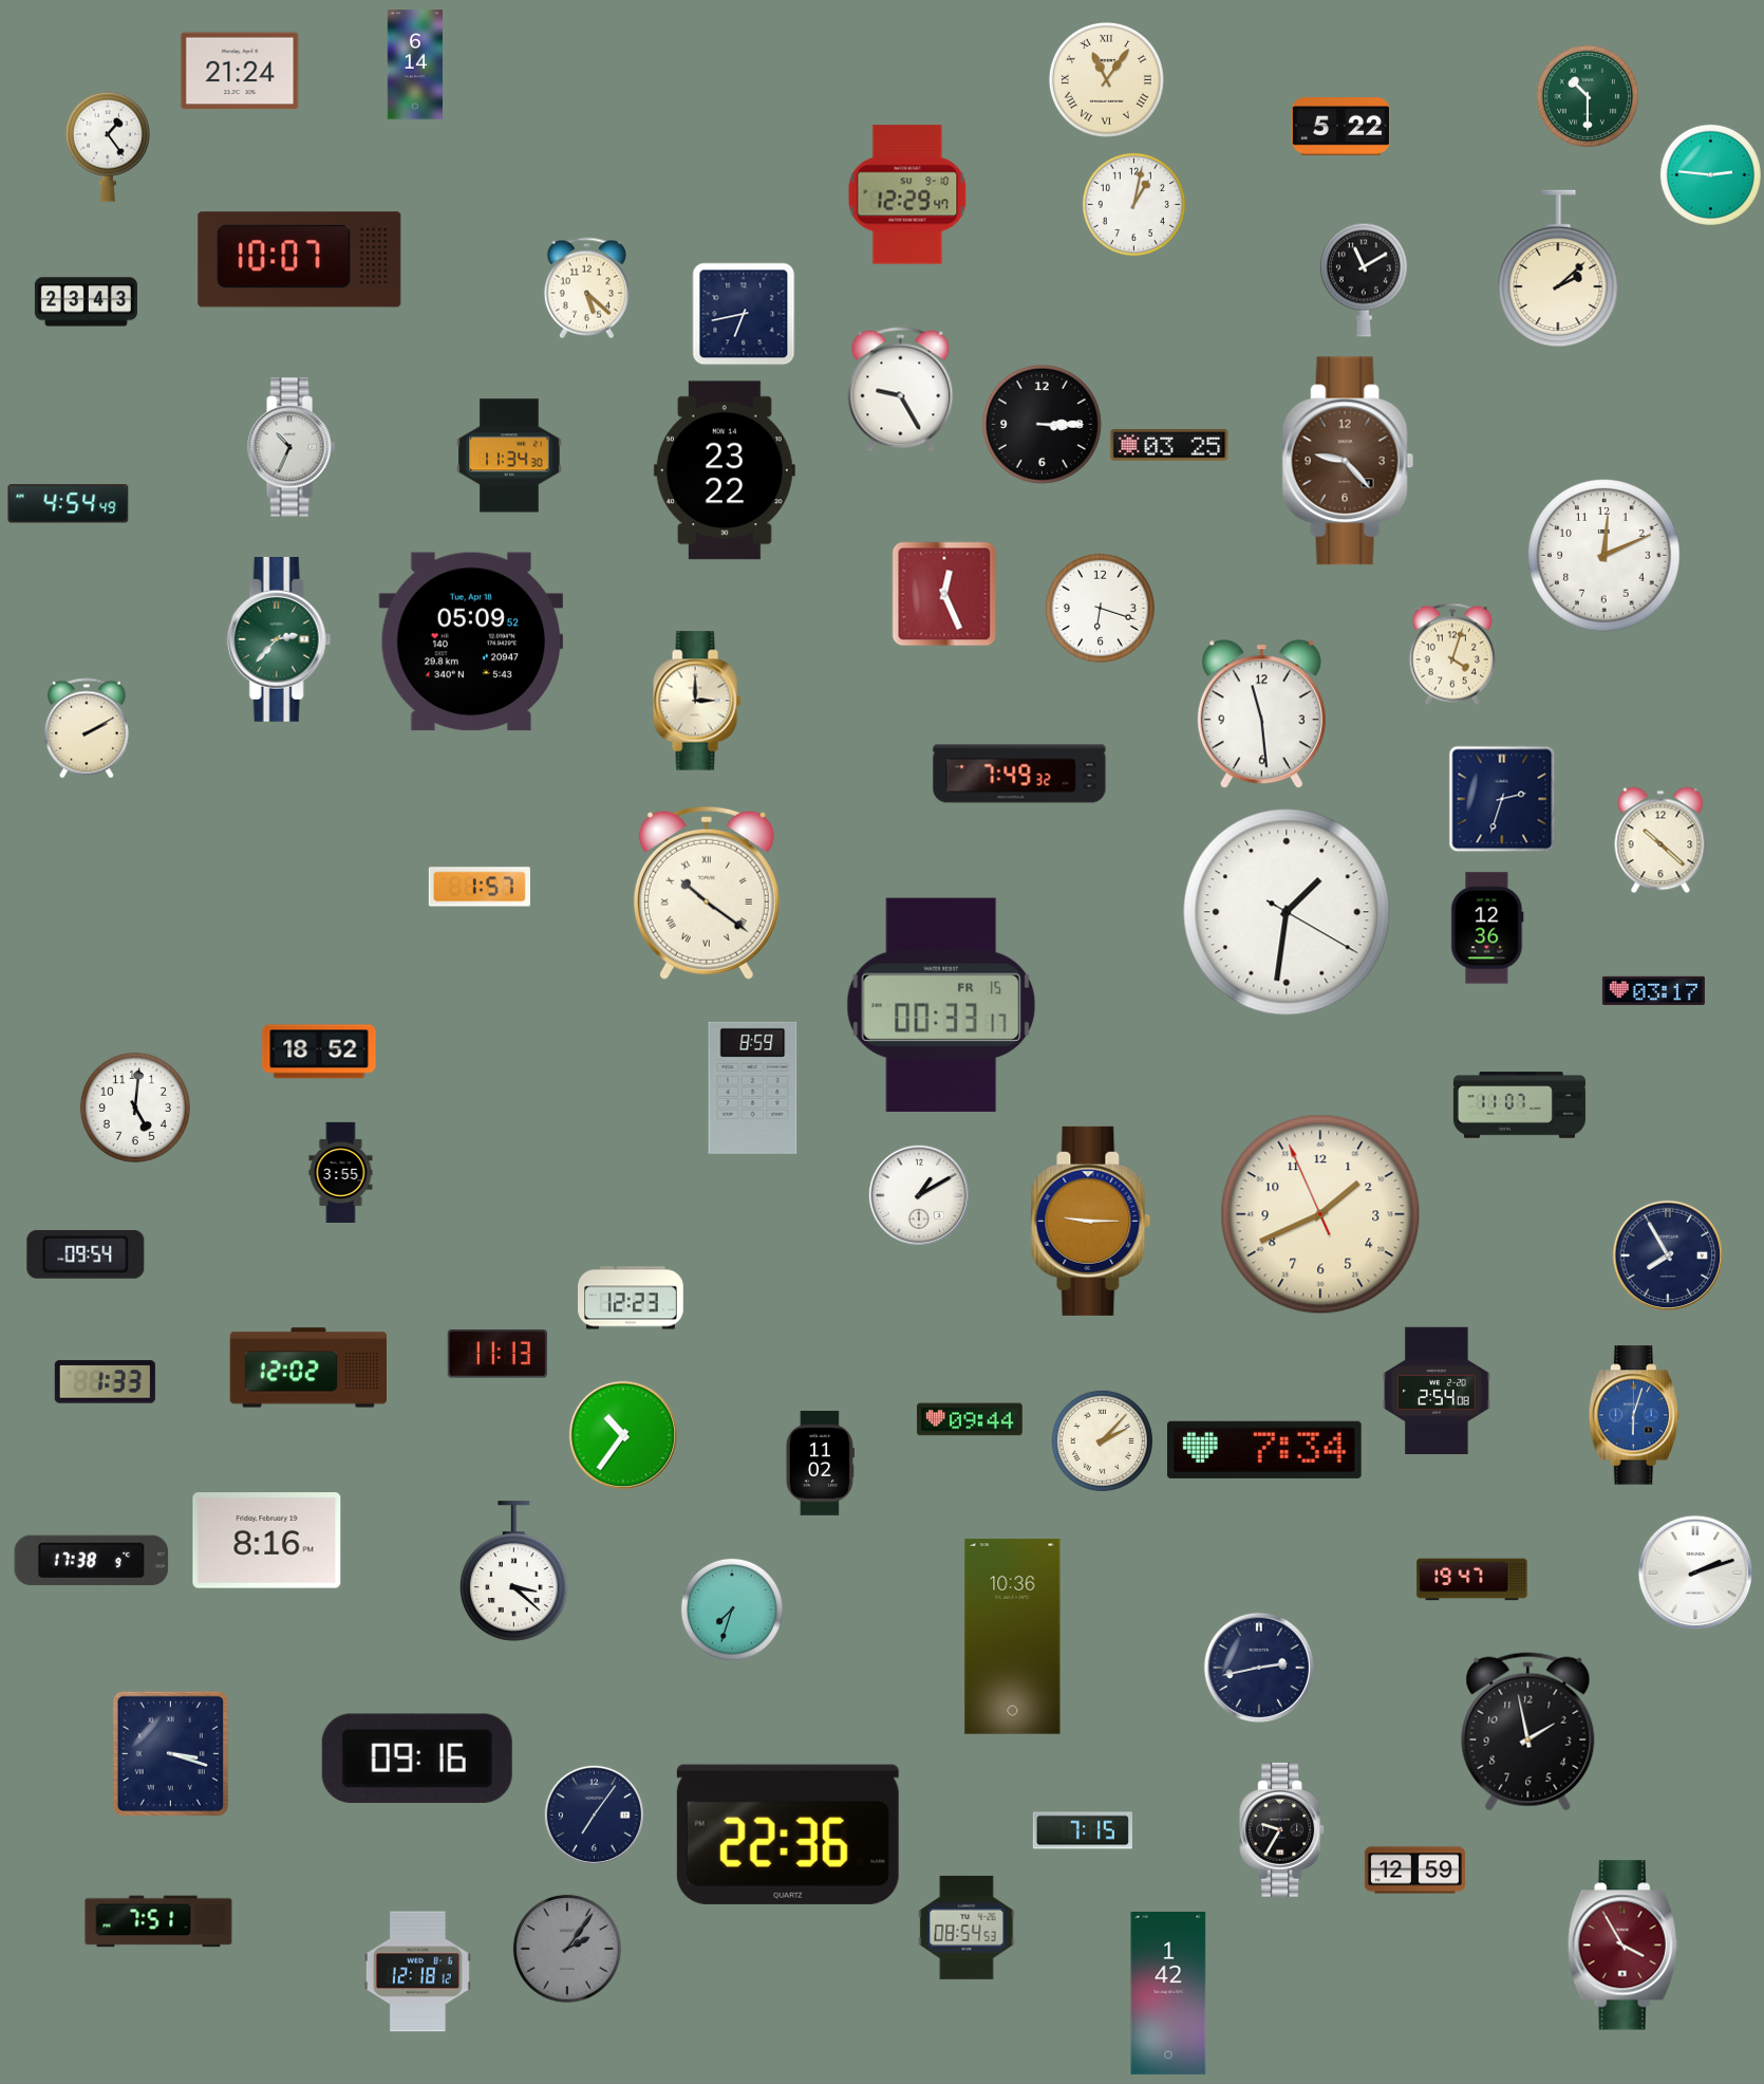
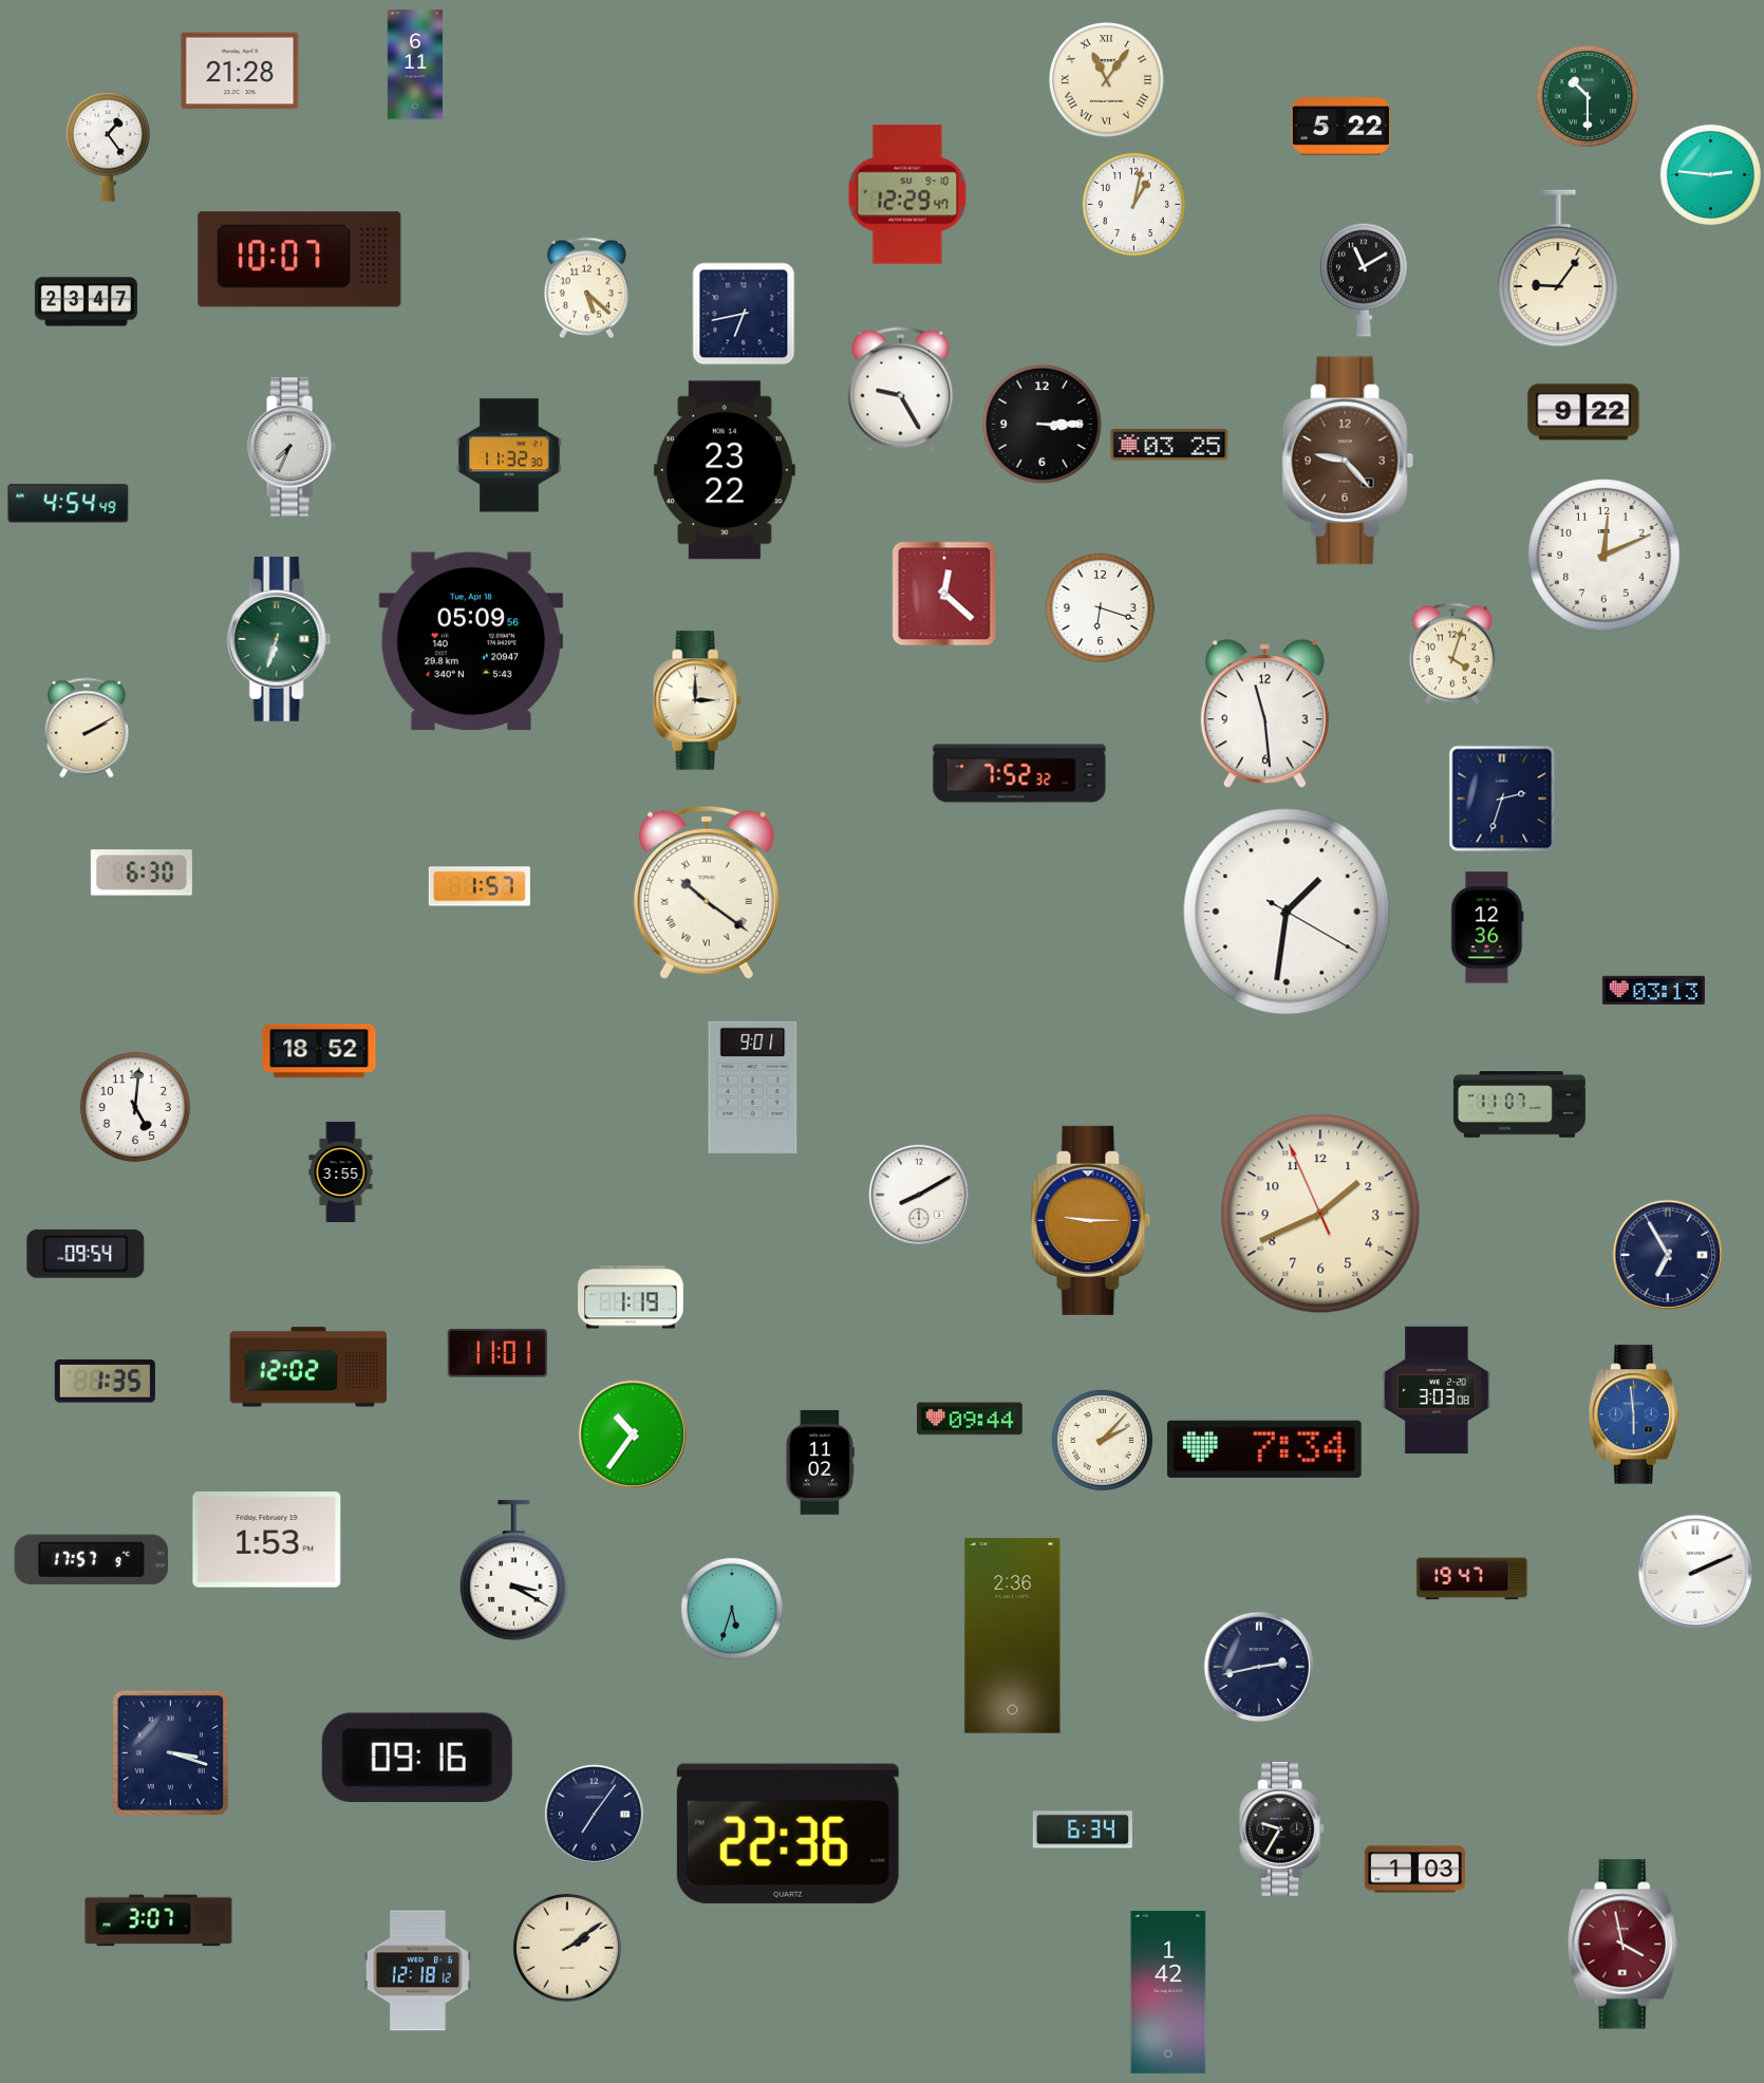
clock at (414, 64): 6:14 -> 6:11
clock at (240, 71): 21:24 -> 21:28
clock at (1558, 268): 2:08 -> 9:06
clock at (86, 302): 23:43 -> 23:47
clock at (1583, 412): none -> 9:22
clock at (292, 447): 10:34 -> 7:34
clock at (509, 455): 11:34 -> 11:32
clock at (944, 594): 12:26 -> 12:22
clock at (279, 640): 2:37 -> 6:33
clock at (470, 641): 05:09:52 -> 05:09:56
clock at (1261, 714) position: (1261, 714) -> (1264, 714)
clock at (1019, 774): 7:49 -> 7:52
clock at (1660, 840): 10:22 -> none
clock at (142, 872): none -> 6:30
clock at (1653, 990): 03:17 -> 03:13
clock at (941, 1005): 00:33 -> none
clock at (753, 1087): 8:59 -> 9:01
clock at (919, 1195): 1:10 -> 8:10
clock at (1668, 1255): 7:55 -> 6:55
clock at (632, 1298): 12:23 -> 1:19
clock at (498, 1354): 11:13 -> 11:01
clock at (105, 1382): 1:33 -> 1:35
clock at (1437, 1391): 2:54 -> 3:03
clock at (1634, 1415): 6:03 -> 5:59
clock at (622, 1434) position: (622, 1434) -> (632, 1433)
clock at (267, 1541): 8:16 -> 1:53
clock at (92, 1560): 17:38 -> 17:57
clock at (514, 1571): 3:22 -> 3:20
clock at (1695, 1573): 2:12 -> 2:11
clock at (732, 1609): 7:33 -> 5:33
clock at (1013, 1637): 10:36 -> 2:36
clock at (1528, 1732): 1:58 -> none
clock at (1082, 1830): 7:15 -> 6:34
clock at (1414, 1871): 12:59 -> 1:03
clock at (158, 1921): 7:51 -> 3:07
clock at (967, 1928): 08:54 -> none
clock at (1622, 1946): 3:55 -> 3:58
clock at (567, 1949): 2:06 -> 2:09
clock at (567, 1949) dial: grey -> cream
